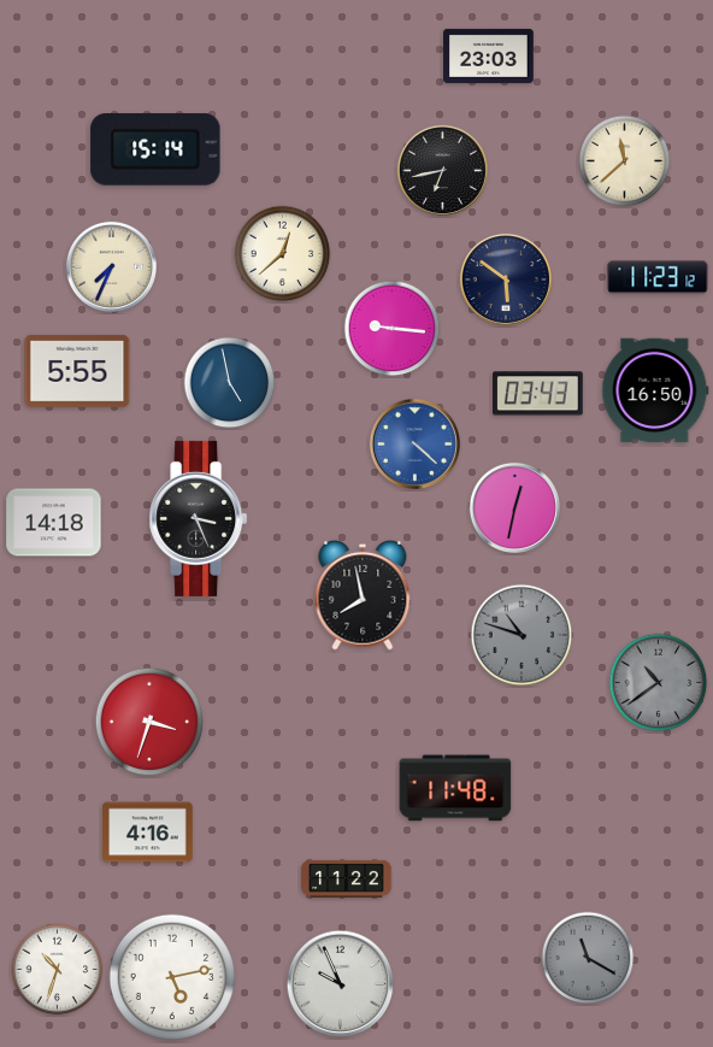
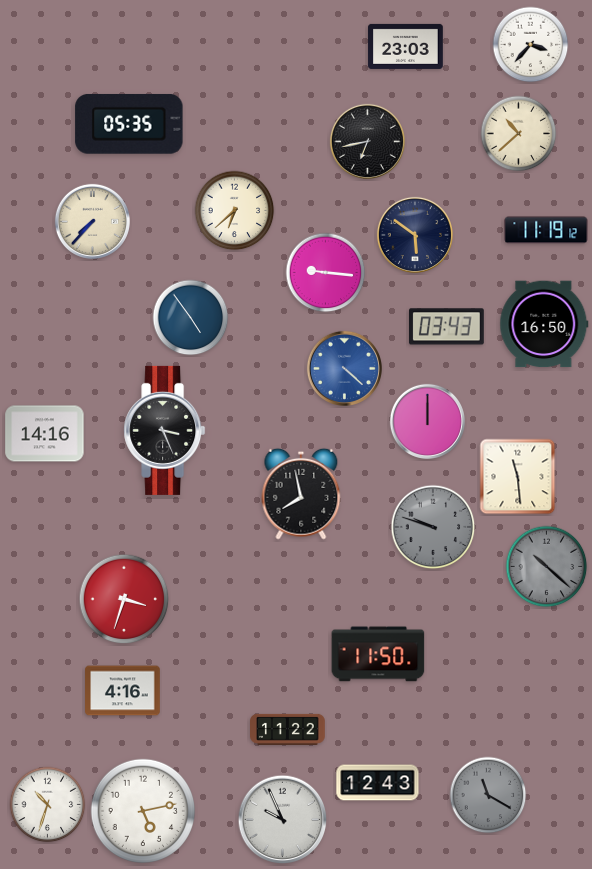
clock at (531, 45): none -> 3:37
clock at (155, 149): 15:14 -> 05:35
clock at (625, 161): 11:38 -> 10:38
clock at (283, 254): 12:38 -> 6:38
clock at (111, 266): 7:34 -> 7:37
clock at (658, 277): 11:23 -> 11:19
clock at (506, 280) position: (506, 280) -> (415, 235)
clock at (77, 371): 5:55 -> none
clock at (230, 383): 4:58 -> 4:54
clock at (514, 507): 12:32 -> 12:00
clock at (54, 523): 14:18 -> 14:16
clock at (518, 477): none -> 11:29
clock at (522, 635): 10:48 -> 9:48
clock at (659, 683): 10:39 -> 10:22
clock at (455, 788): 11:48 -> 11:50
clock at (378, 783): none -> 12:43
clock at (341, 984) position: (341, 984) -> (283, 820)
